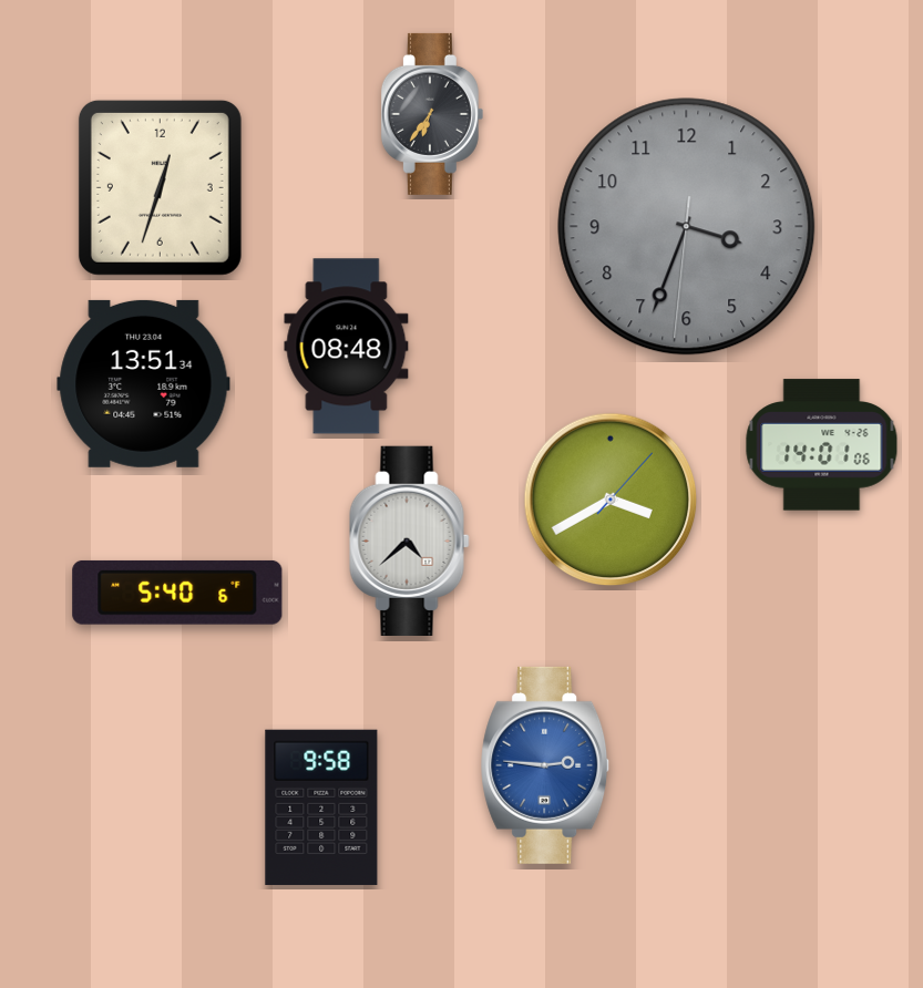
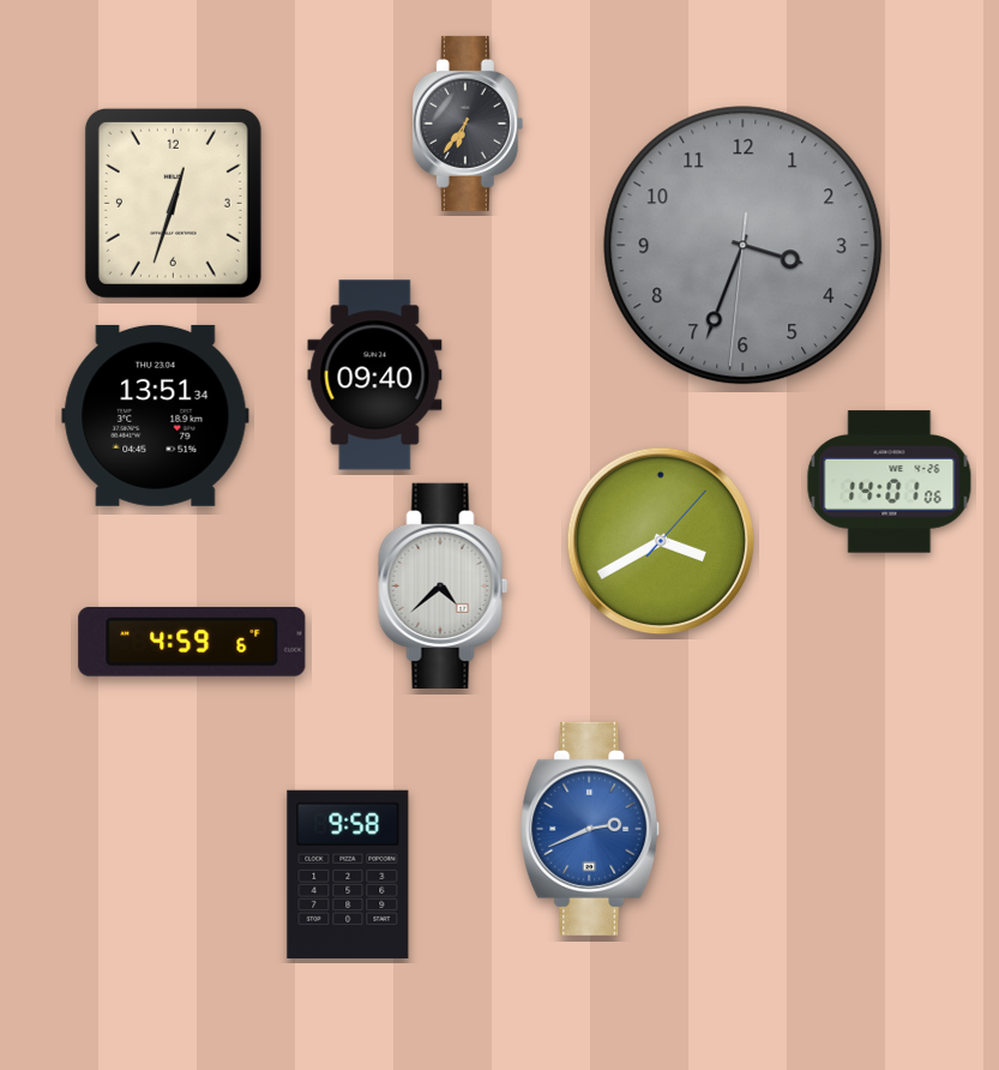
clock at (347, 347): 08:48 -> 09:40
clock at (177, 593): 5:40 -> 4:59
clock at (545, 765): 2:46 -> 2:41
